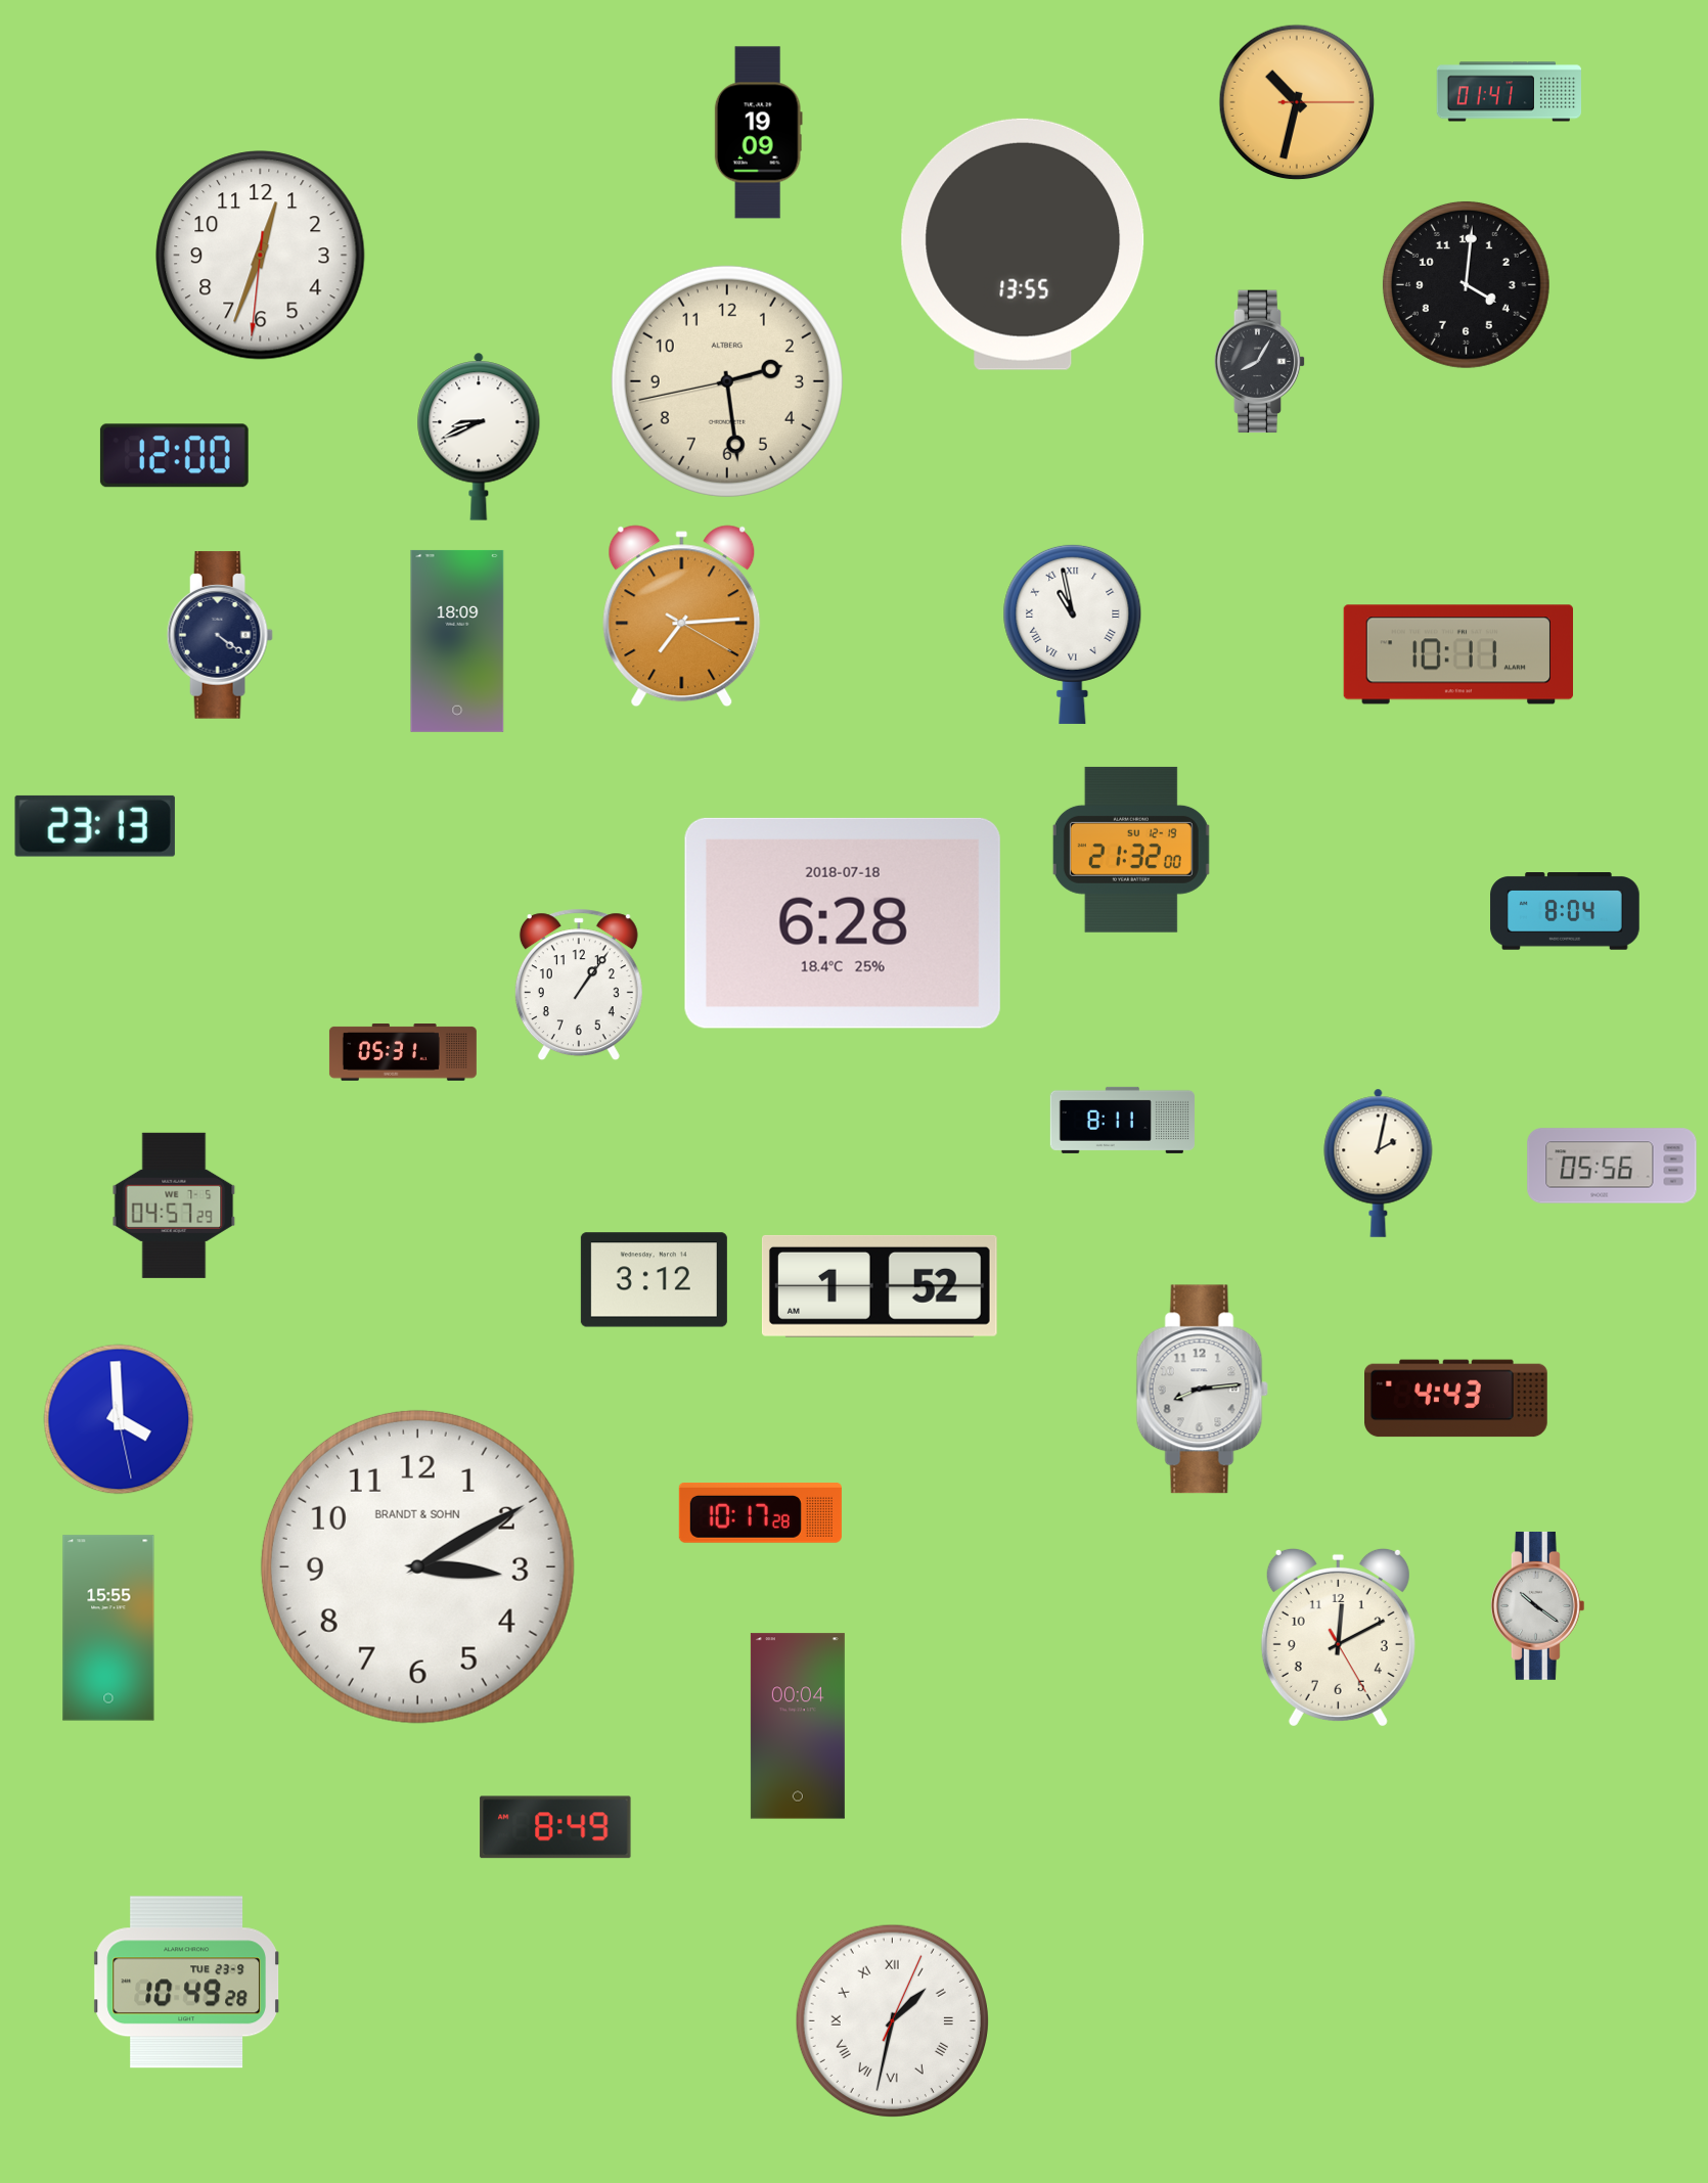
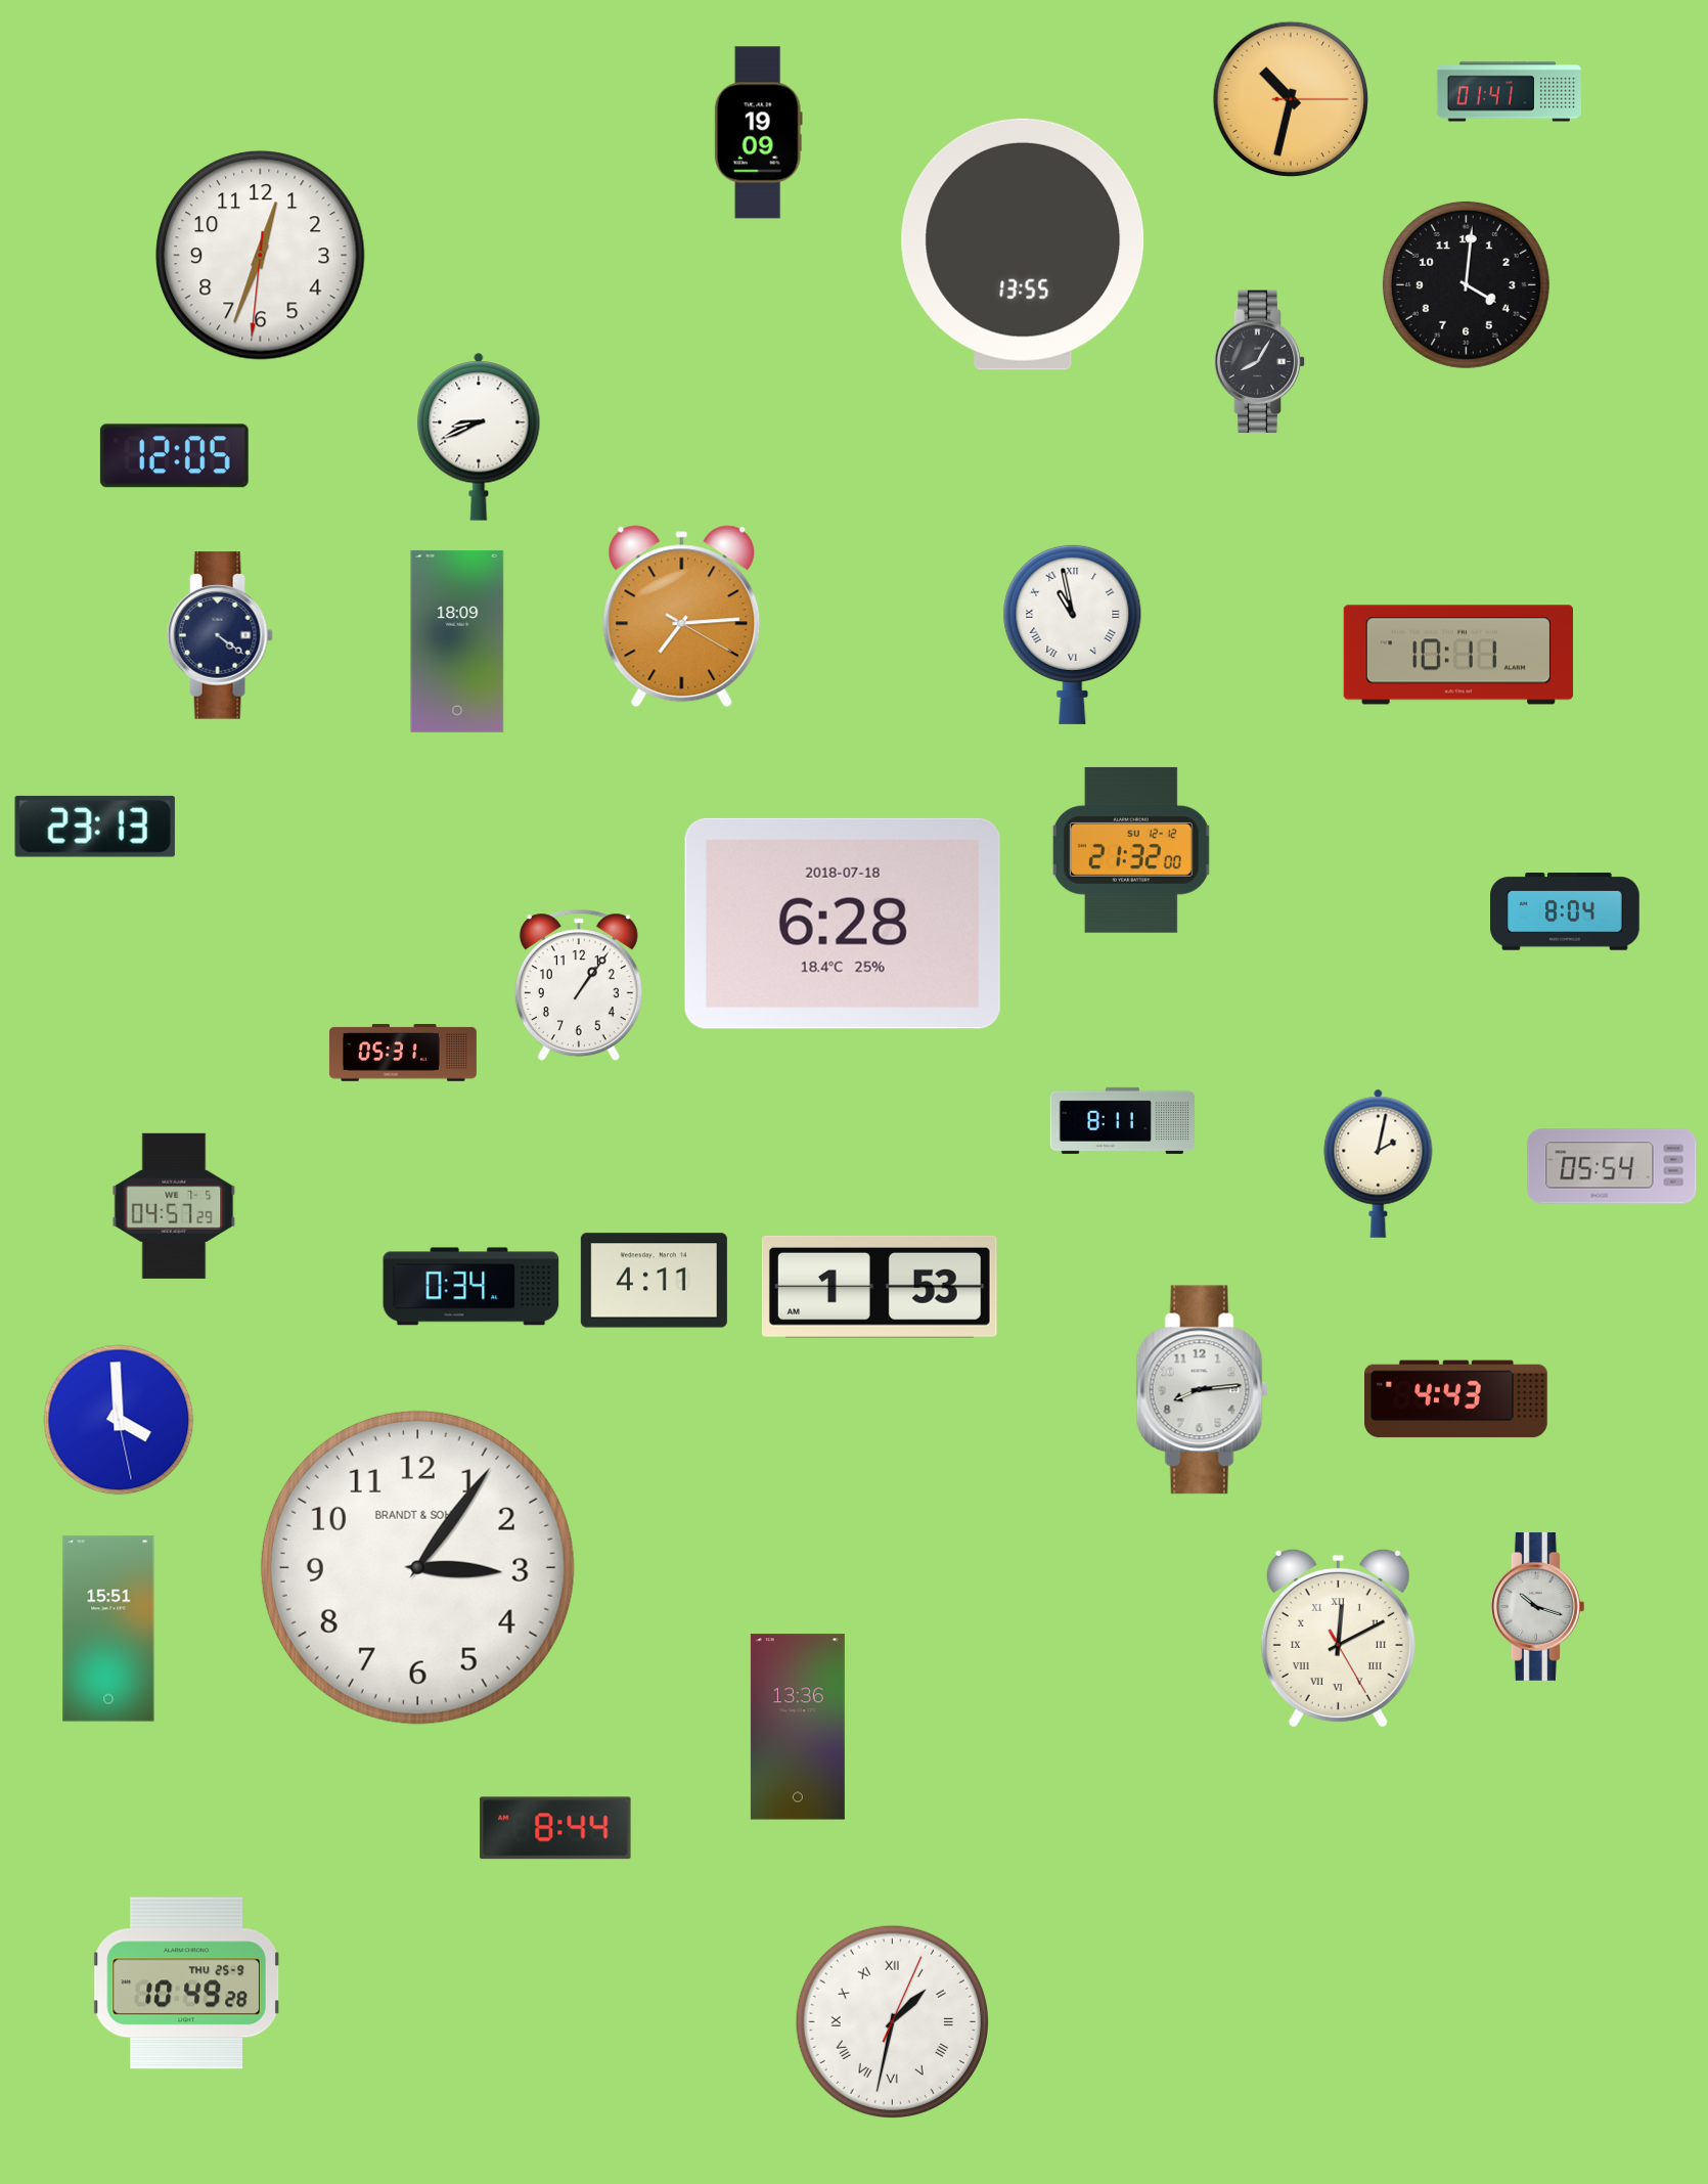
clock at (1297, 102) position: (1297, 102) -> (1291, 99)
clock at (727, 381): 2:28 -> none
clock at (174, 456): 12:00 -> 12:05
clock at (1131, 850) date: SU 12-19 -> SU 12-12
clock at (1612, 1166): 05:56 -> 05:54
clock at (654, 1280): 3:12 -> 4:11
clock at (471, 1287): none -> 0:34
clock at (880, 1286): 1:52 -> 1:53
clock at (760, 1513): 10:17 -> none
clock at (417, 1566): 3:10 -> 3:06
clock at (1537, 1605): 10:21 -> 10:18
clock at (108, 1628): 15:55 -> 15:51
clock at (1338, 1637) numerals: Arabic -> Roman
clock at (798, 1726): 00:04 -> 13:36
clock at (555, 1827): 8:49 -> 8:44
clock at (186, 1983) date: TUE 23-9 -> THU 25-9
